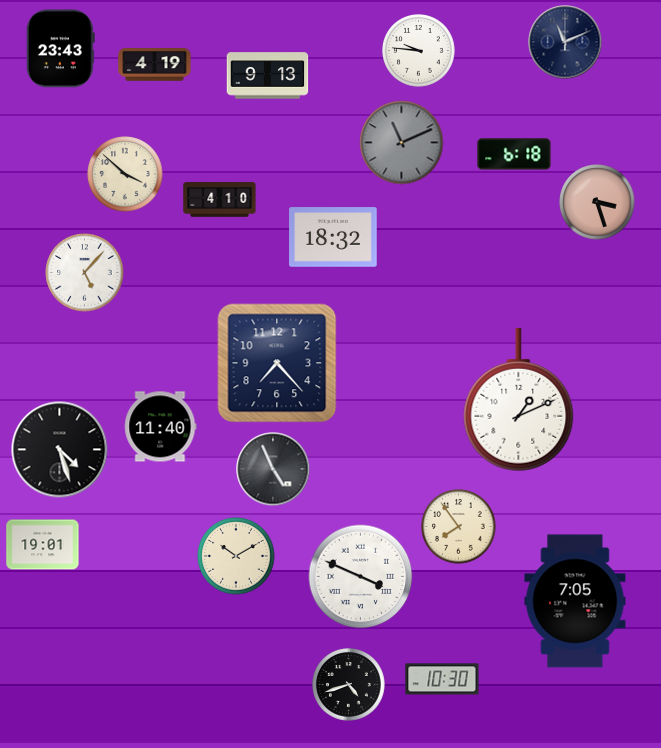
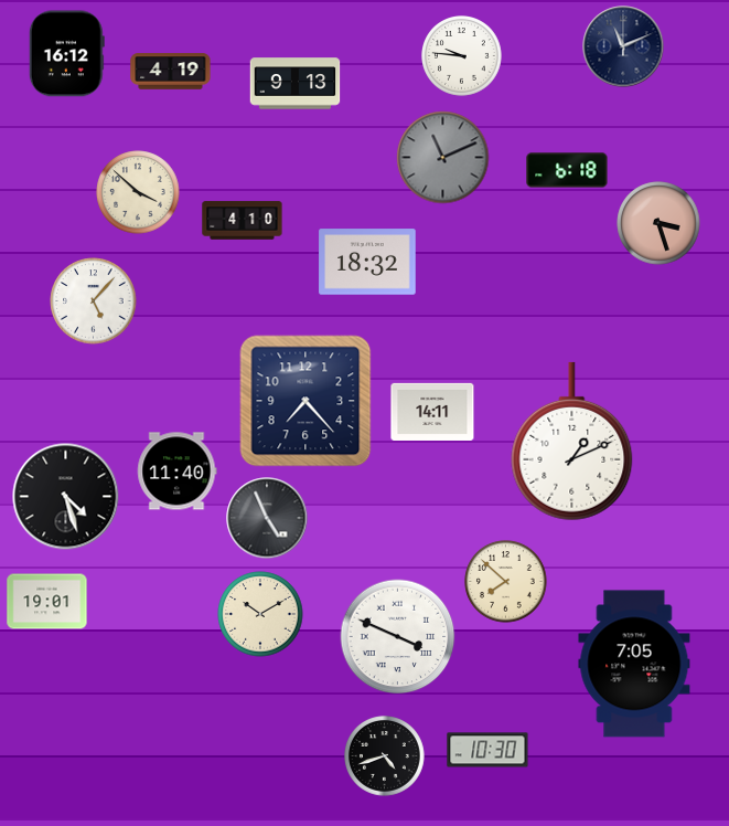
clock at (60, 49): 23:43 -> 16:12
clock at (432, 412): none -> 14:11
clock at (273, 469) position: (273, 469) -> (267, 518)
clock at (459, 527): 7:54 -> 7:52
